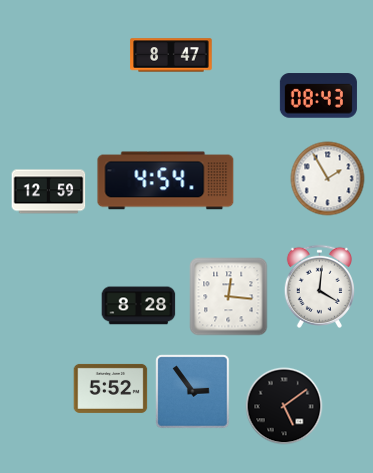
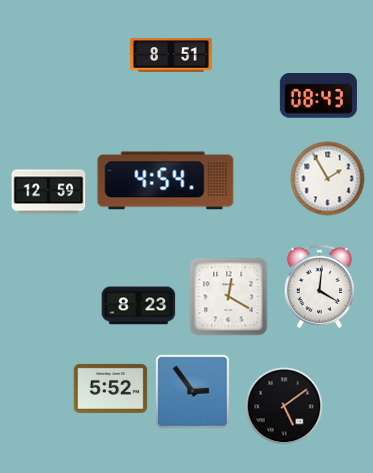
clock at (171, 55): 8:47 -> 8:51
clock at (229, 297): 12:16 -> 12:20
clock at (139, 306): 8:28 -> 8:23
